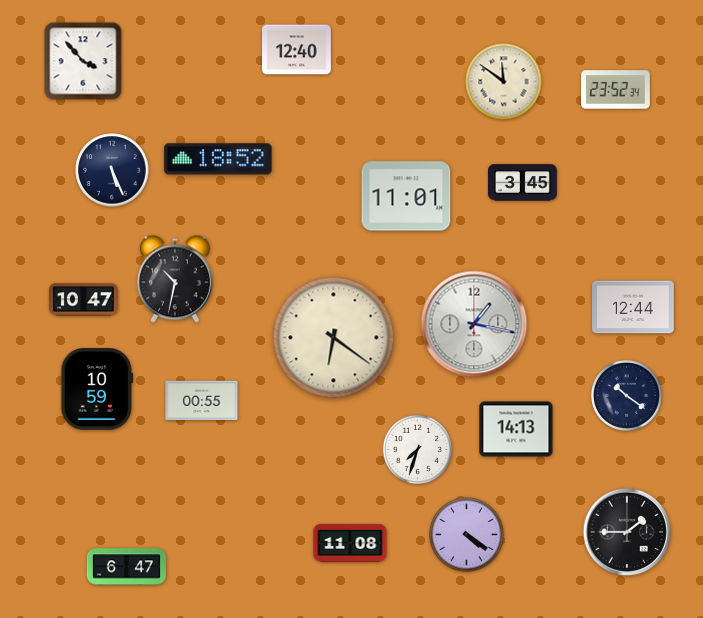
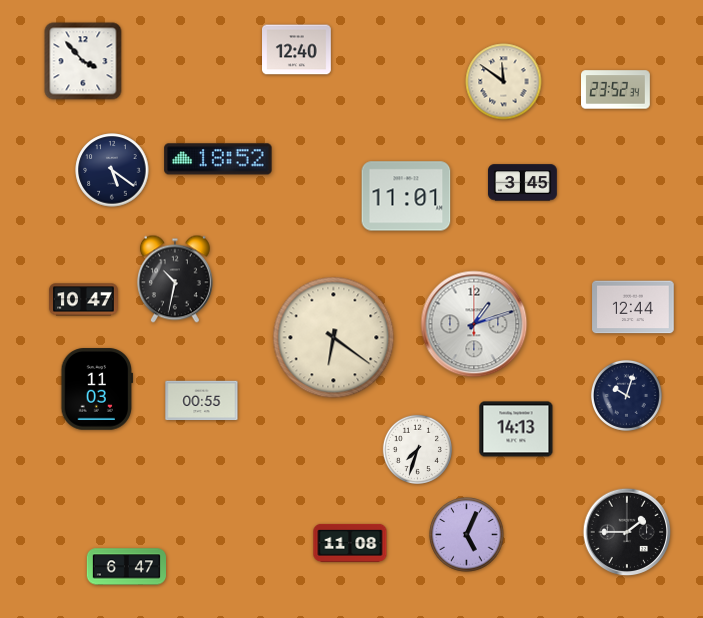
clock at (112, 170): 5:26 -> 5:21
clock at (474, 324): 1:17 -> 1:12
clock at (97, 389): 10:59 -> 11:03
clock at (626, 395): 10:21 -> 10:03
clock at (467, 535): 4:21 -> 5:04
